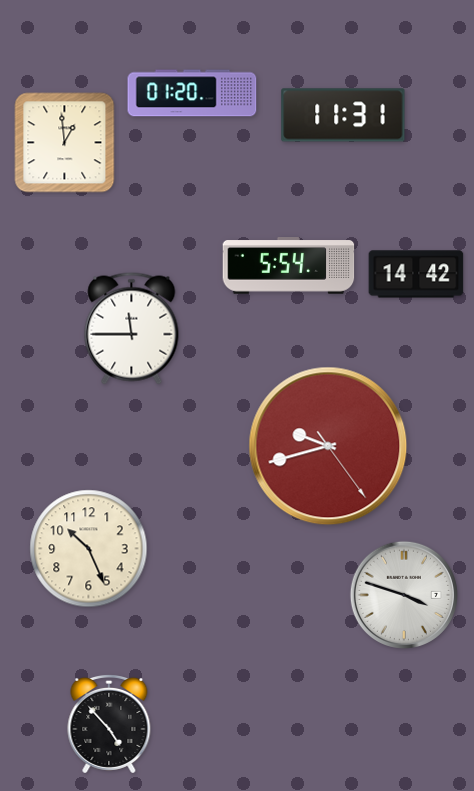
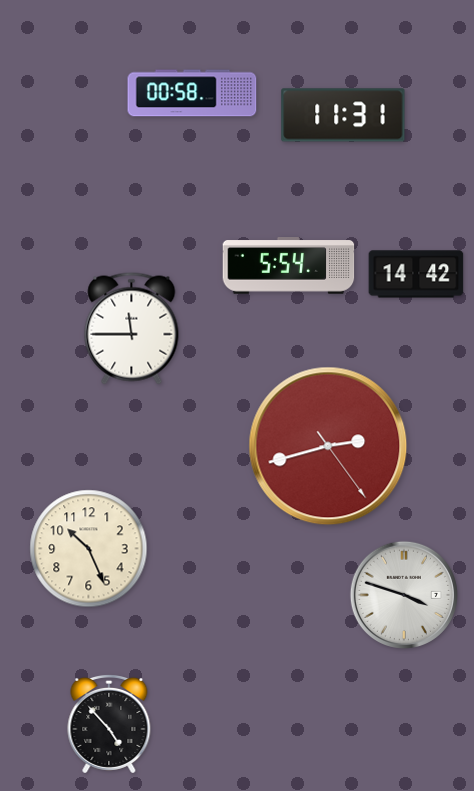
clock at (192, 93): 01:20 -> 00:58
clock at (65, 143): 12:59 -> none
clock at (328, 446): 9:42 -> 2:42
